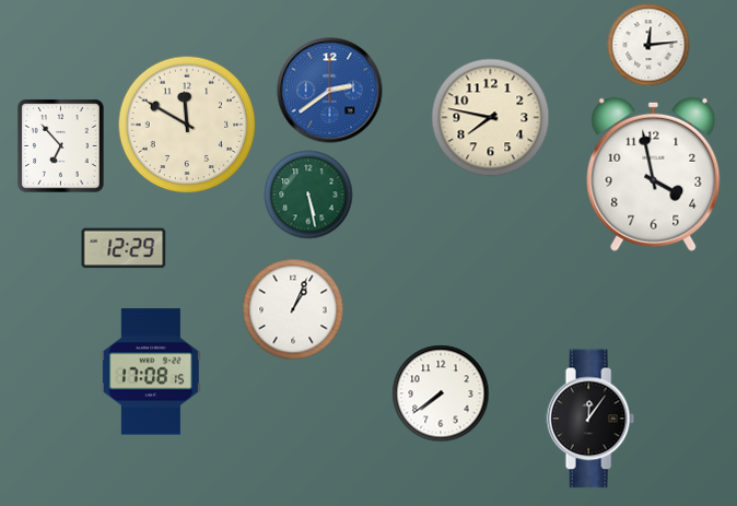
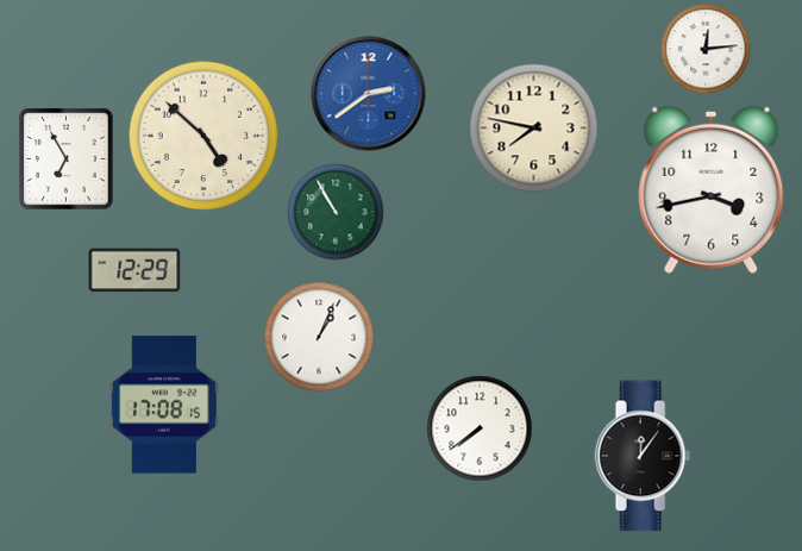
clock at (330, 91) position: (330, 91) -> (369, 94)
clock at (187, 125): 11:50 -> 4:52
clock at (61, 146): 6:53 -> 6:55
clock at (654, 174): 3:58 -> 3:43
clock at (308, 195): 5:28 -> 10:55
